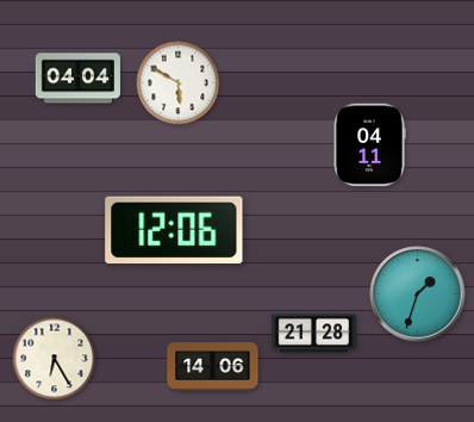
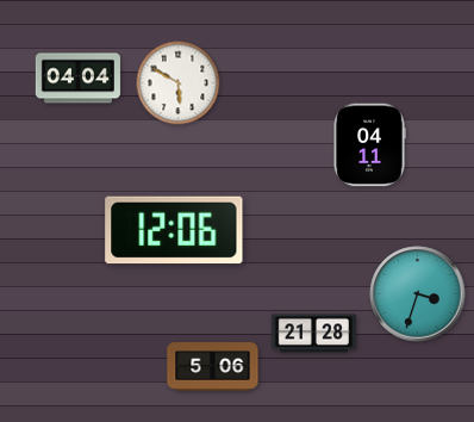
clock at (418, 294): 1:33 -> 3:33
clock at (55, 359): 6:25 -> none
clock at (213, 367): 14:06 -> 5:06
